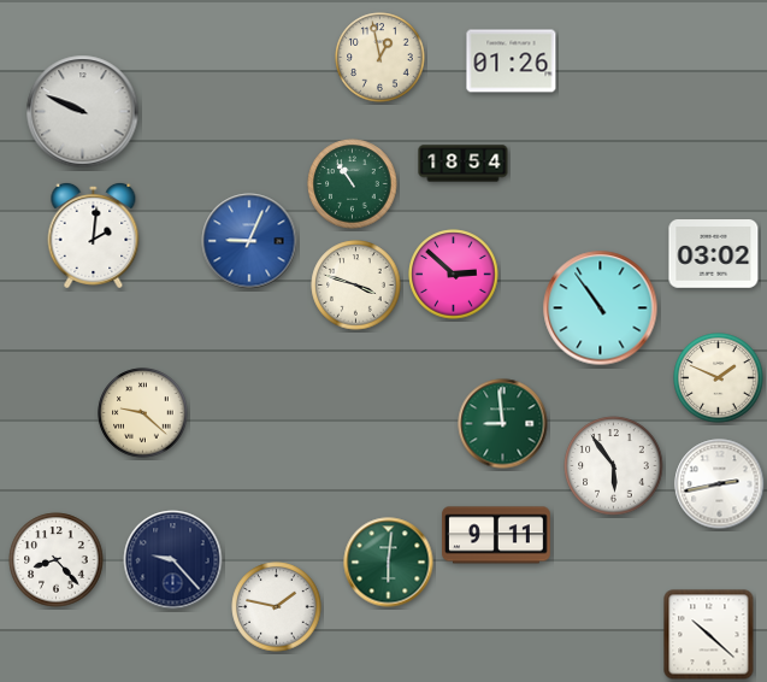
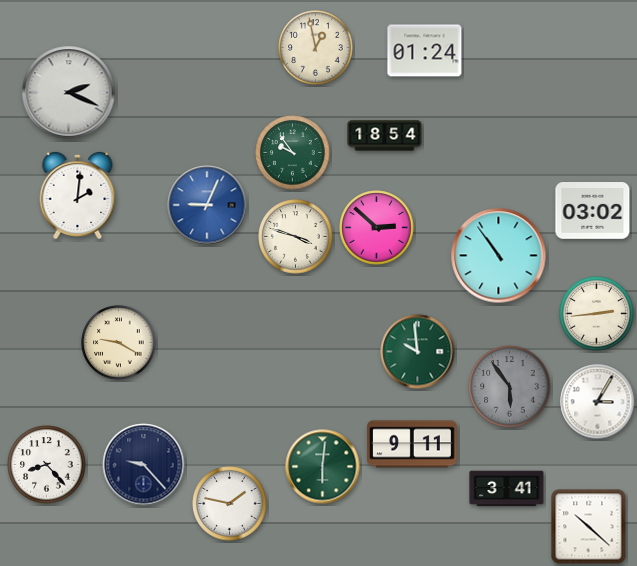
clock at (512, 61): 01:26 -> 01:24
clock at (83, 112): 9:49 -> 2:19
clock at (353, 184): 10:54 -> 9:54
clock at (249, 241) position: (249, 241) -> (207, 205)
clock at (719, 378): 1:49 -> 2:44
clock at (143, 413): 9:22 -> 9:20
clock at (503, 424): 8:59 -> 9:59
clock at (614, 466) dial: white -> grey
clock at (720, 484): 2:43 -> 3:05
clock at (507, 489): none -> 3:41
